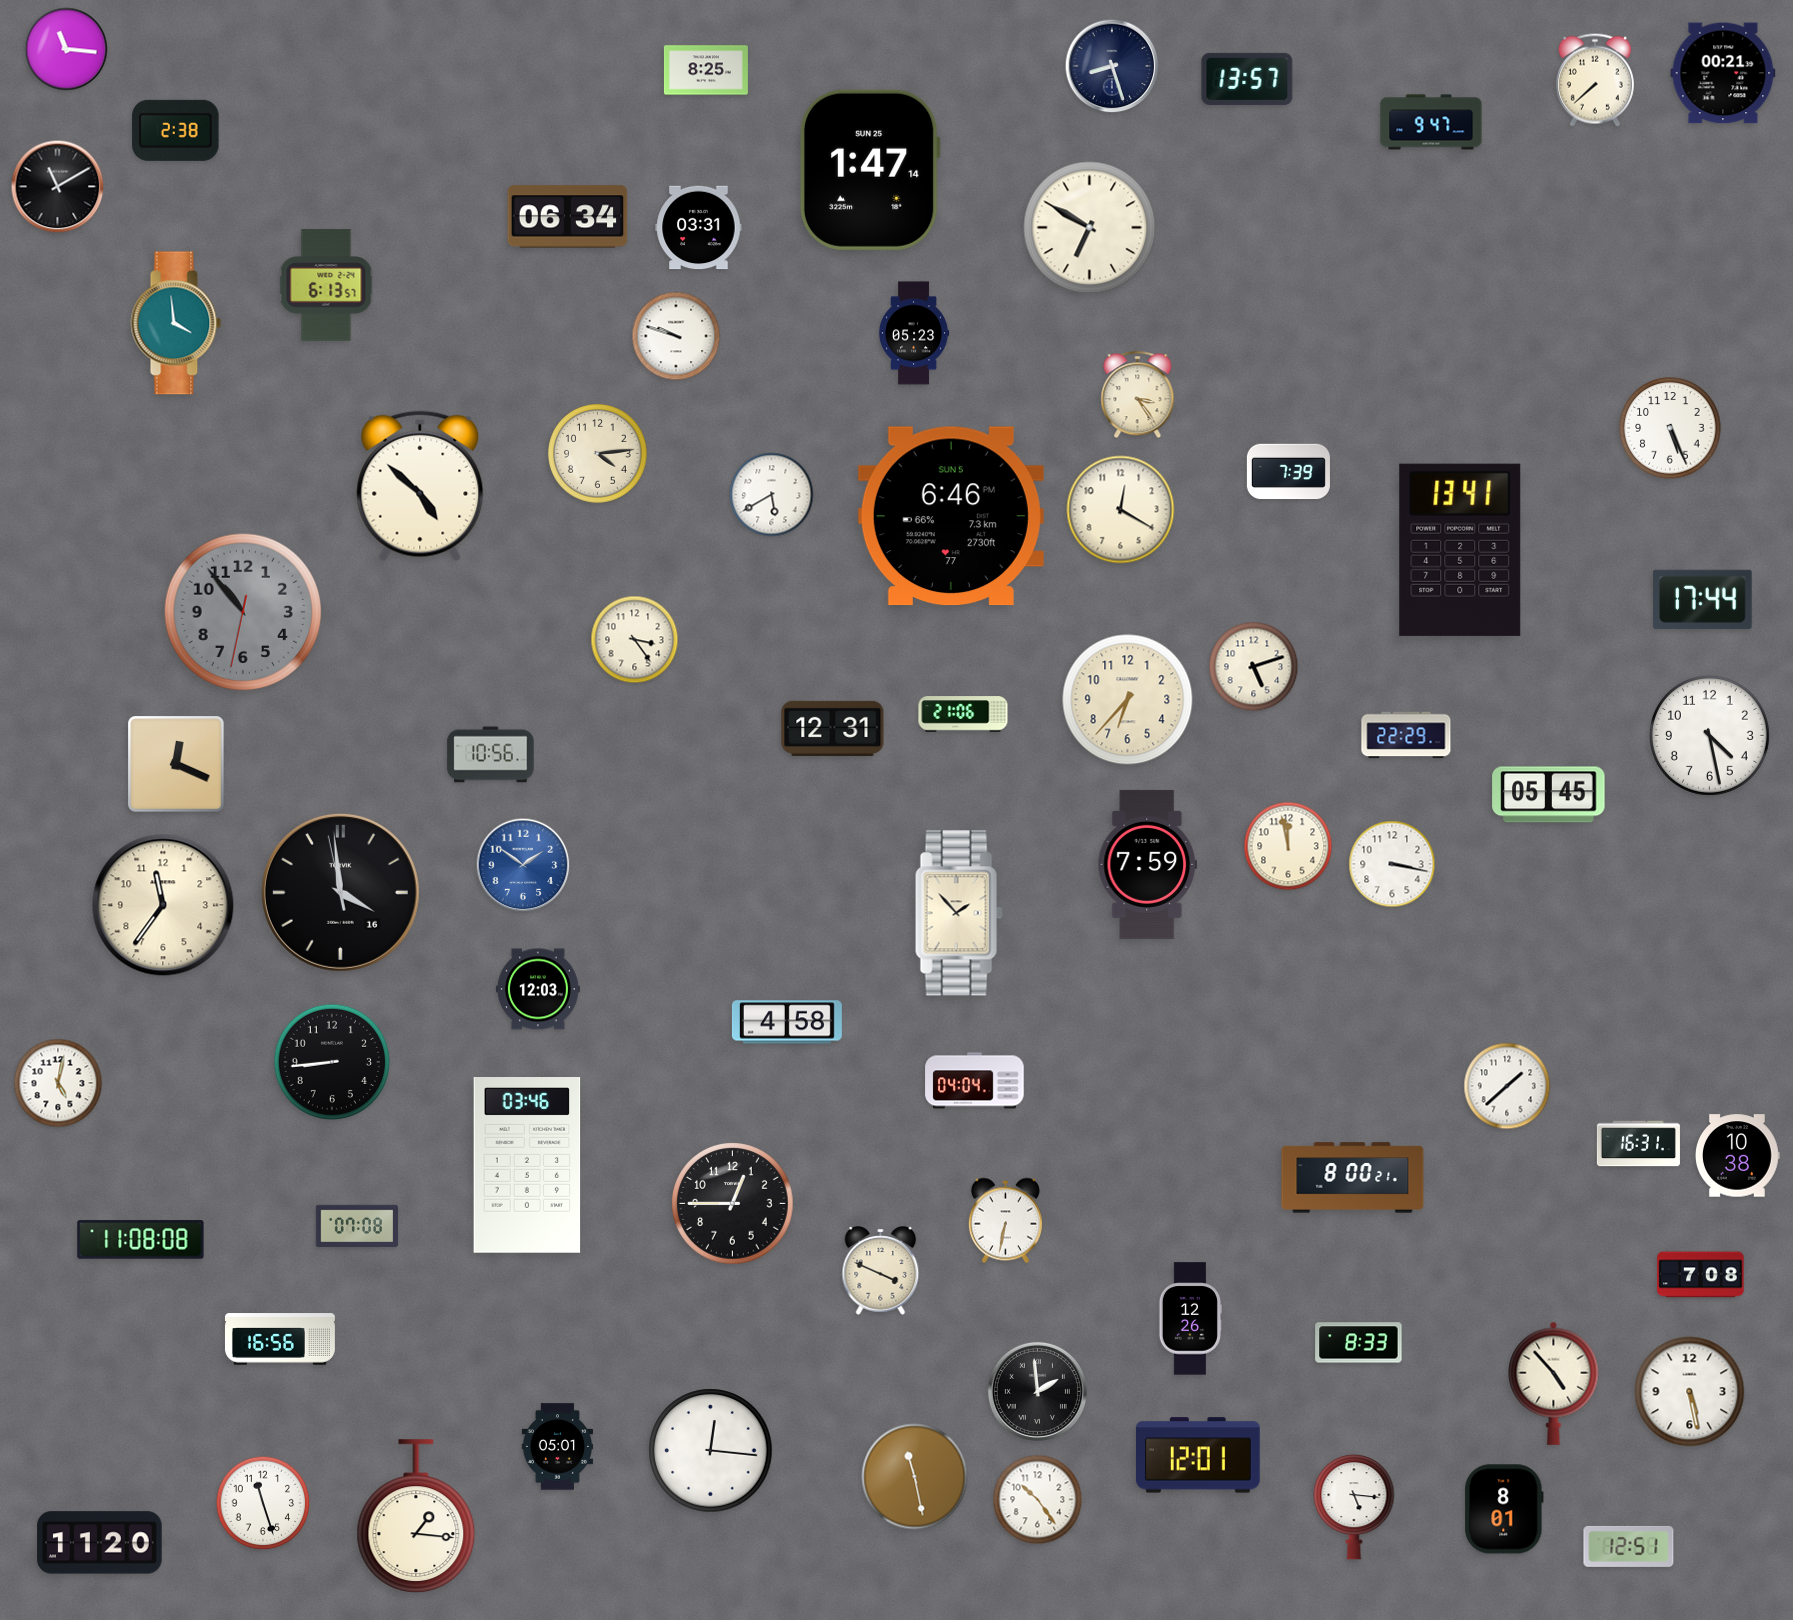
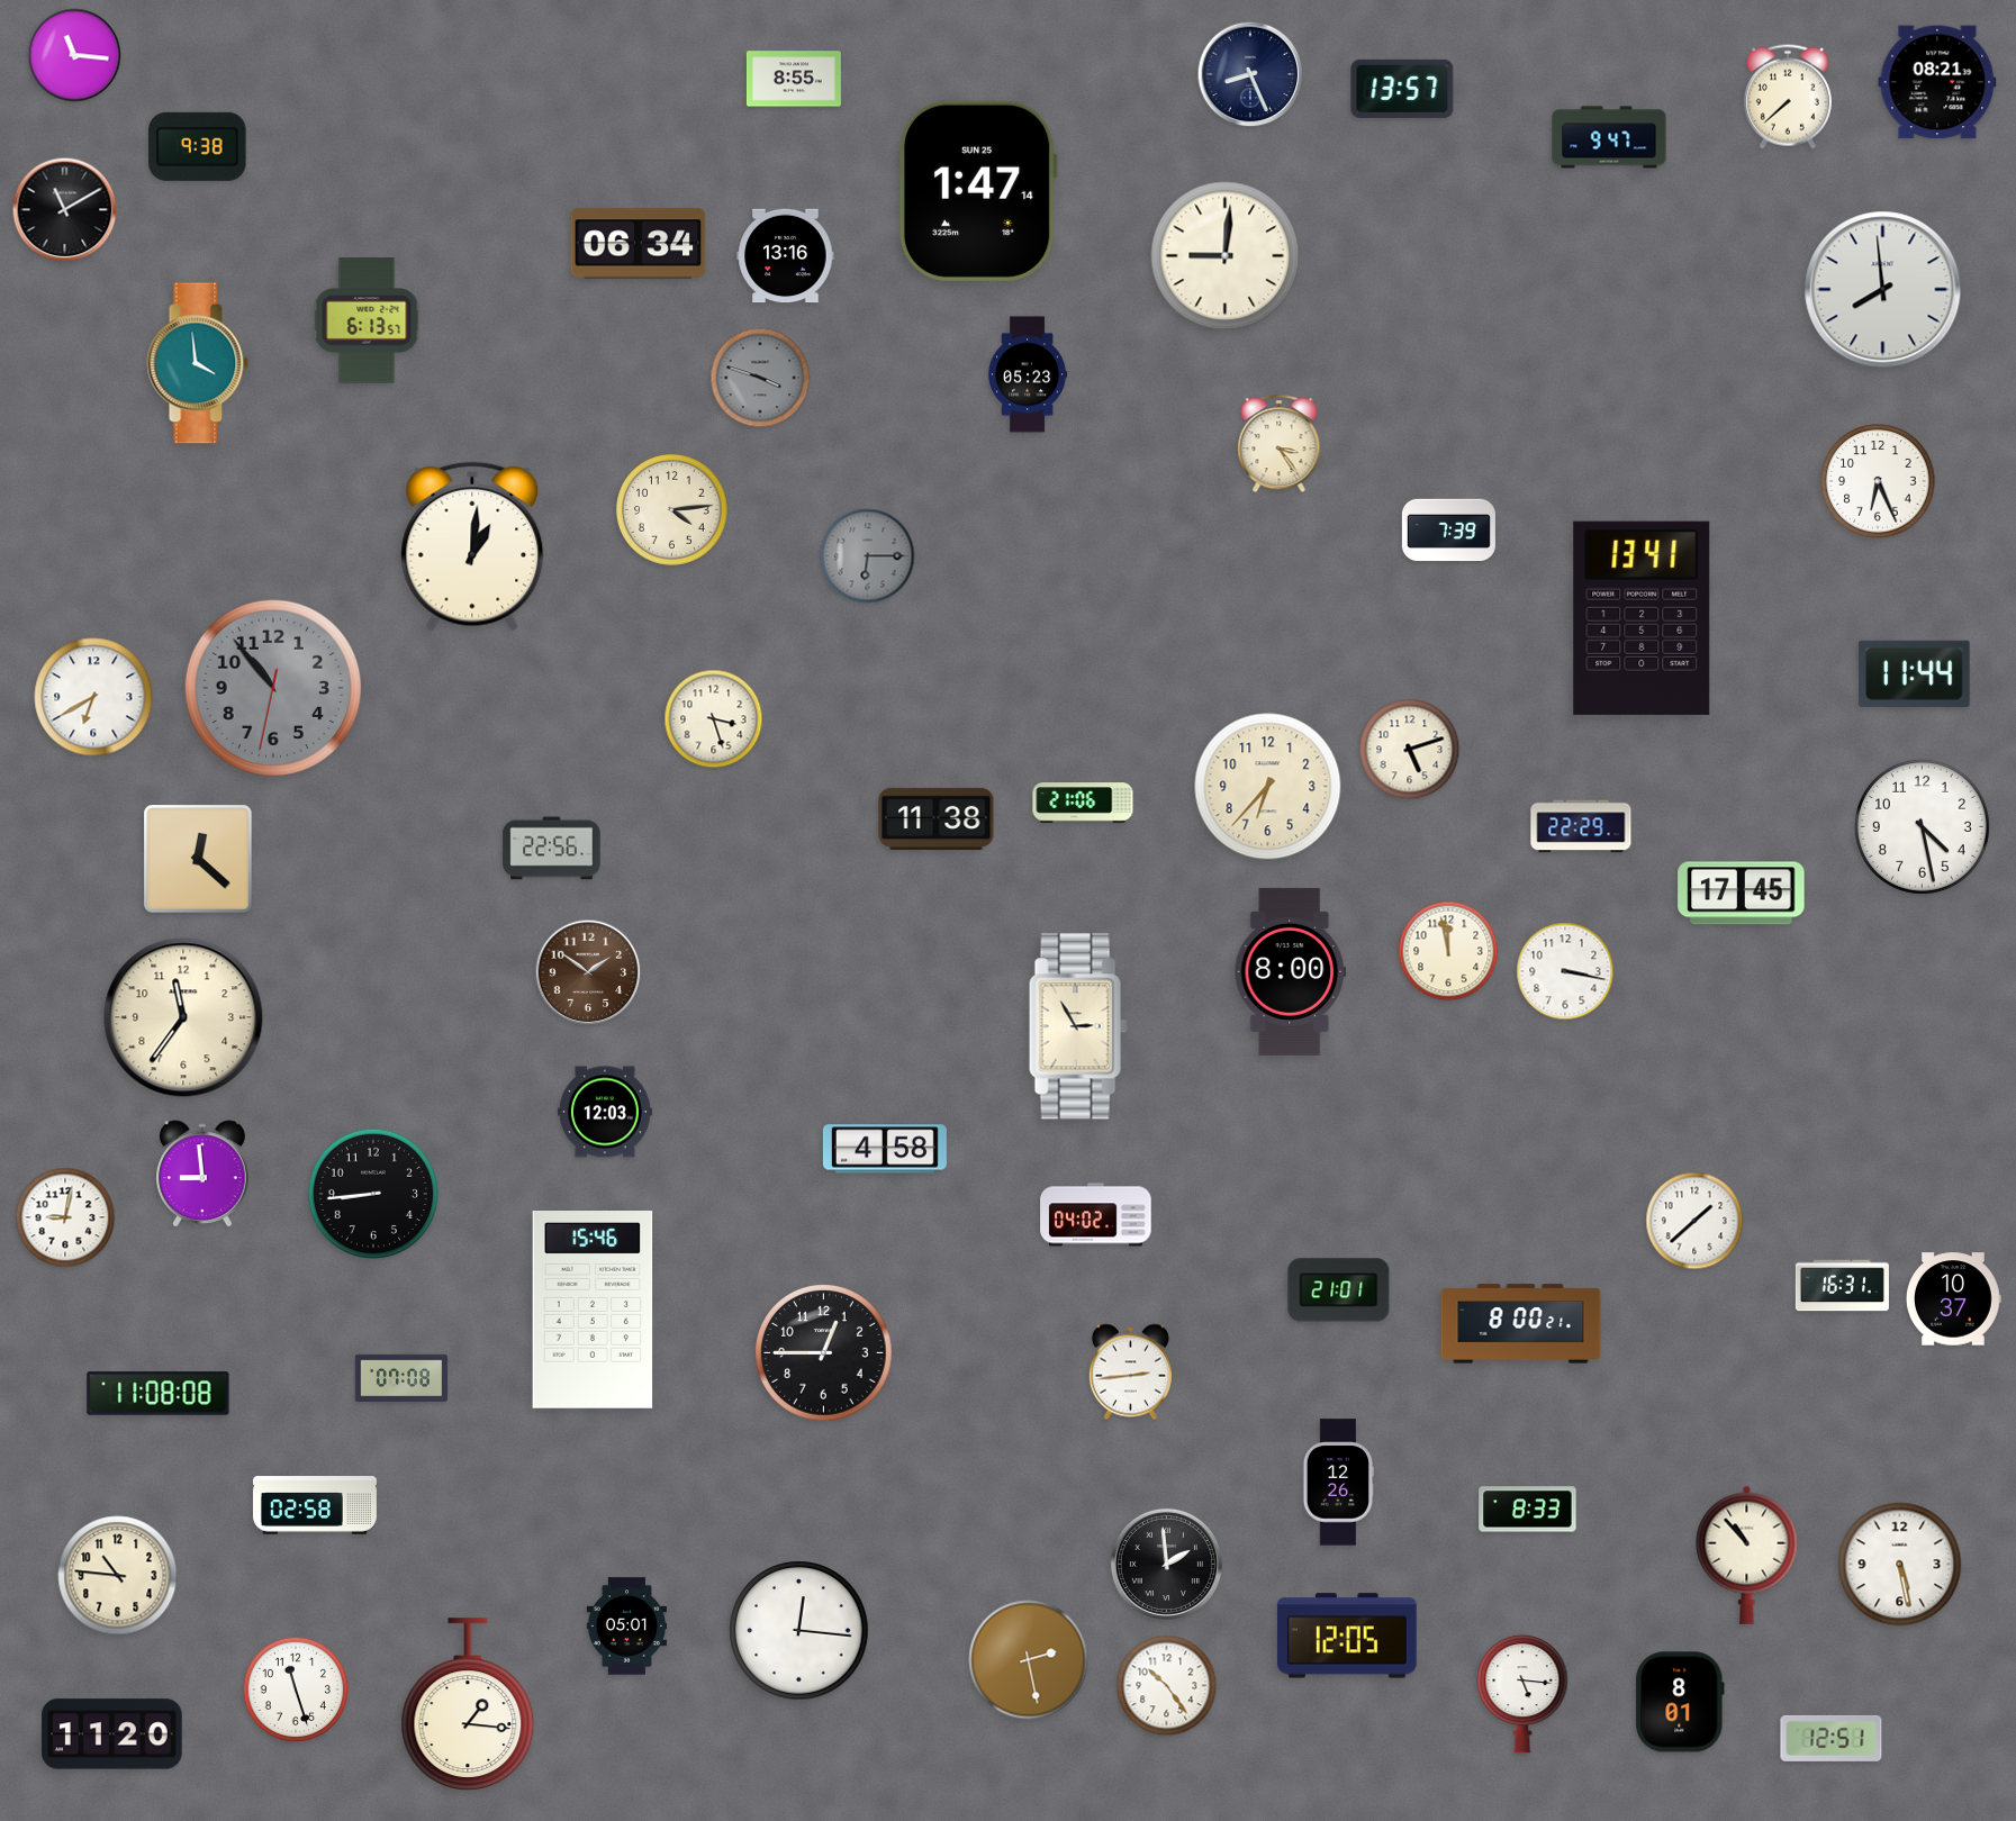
clock at (1112, 66): 8:27 -> 8:26
clock at (706, 70): 8:25 -> 8:55
clock at (1723, 73): 00:21 -> 08:21
clock at (1595, 80) position: (1595, 80) -> (1788, 97)
clock at (176, 130): 2:38 -> 9:38
clock at (699, 228): 03:31 -> 13:16
clock at (1090, 228): 6:50 -> 9:01
clock at (1883, 290): none -> 7:59
clock at (676, 336): 9:48 -> 3:48
clock at (676, 336) dial: white -> grey
clock at (1670, 428): 5:26 -> 6:26
clock at (420, 486): 4:52 -> 1:01
clock at (772, 495): 5:40 -> 6:15
clock at (772, 495) dial: white -> grey
clock at (1121, 510): 12:20 -> none
clock at (951, 516): 6:46 -> none
clock at (1703, 599): 17:44 -> 11:44
clock at (93, 697): none -> 6:40
clock at (635, 640): 3:24 -> 3:27
clock at (833, 728): 12:31 -> 11:38
clock at (491, 755): 10:56 -> 22:56
clock at (176, 764): 12:19 -> 12:22
clock at (1549, 795): 05:45 -> 17:45
clock at (1148, 864): 7:59 -> 8:00
clock at (523, 865) dial: blue -> brown
clock at (340, 892): 3:58 -> none
clock at (959, 913): 1:53 -> 2:55
clock at (202, 1174): none -> 8:59
clock at (975, 1081): 04:04 -> 04:02
clock at (58, 1083): 5:02 -> 9:02
clock at (1339, 1290): none -> 21:01
clock at (1737, 1156): 10:38 -> 10:37
clock at (527, 1165): 03:46 -> 15:46
clock at (1005, 1221): 6:32 -> 2:44
clock at (881, 1271): 3:49 -> none
clock at (1701, 1275): 7:08 -> none
clock at (280, 1339): 16:56 -> 02:58
clock at (1554, 1383): 4:53 -> 10:53
clock at (118, 1576): none -> 10:46
clock at (1198, 1455): 12:01 -> 12:05
clock at (915, 1477): 11:28 -> 2:28
clock at (1504, 1509) position: (1504, 1509) -> (1680, 1702)
